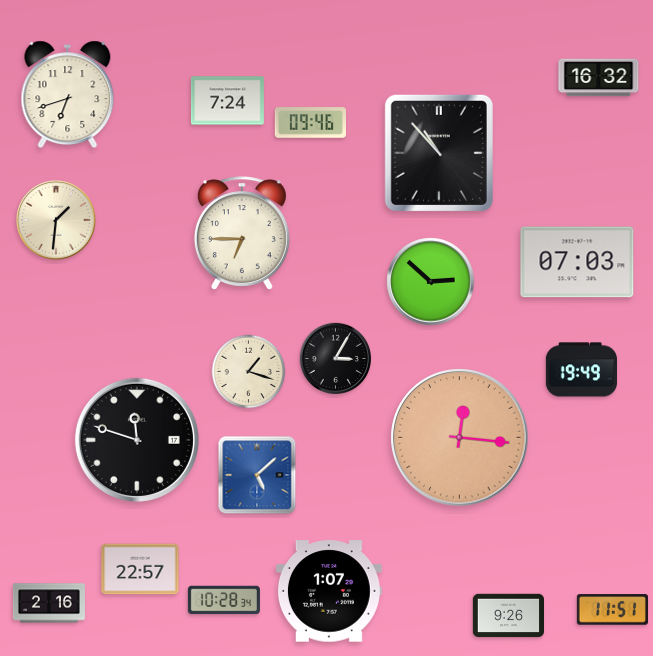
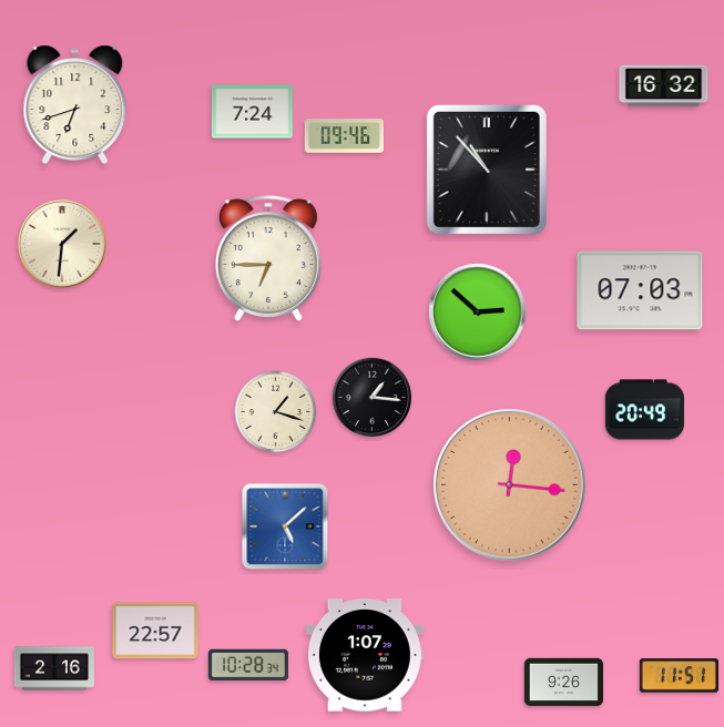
clock at (335, 358): 3:05 -> 1:16
clock at (581, 370): 19:49 -> 20:49
clock at (137, 440): 11:48 -> none
